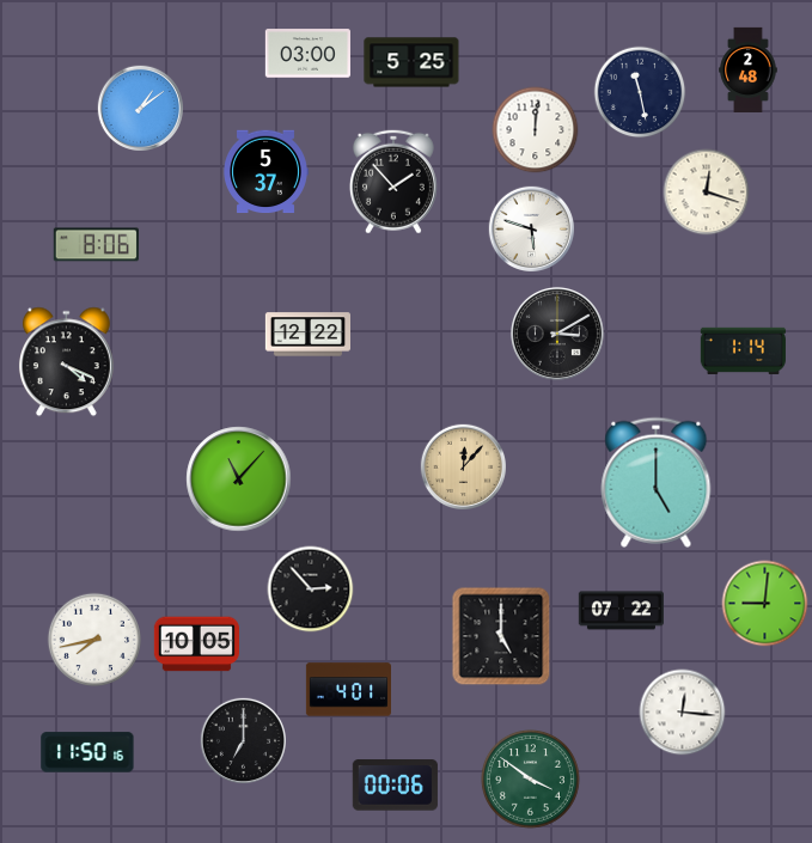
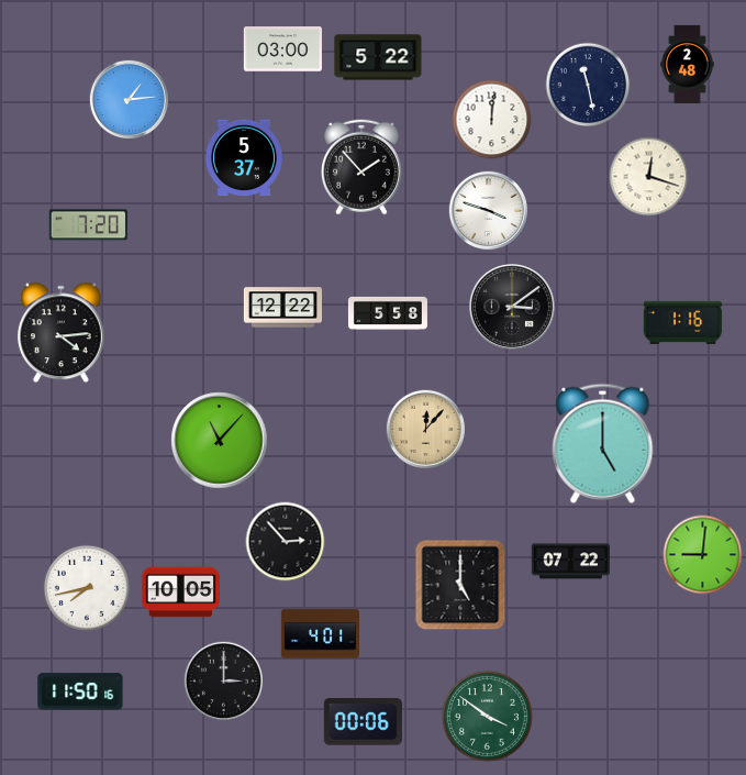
clock at (411, 62): 5:25 -> 5:22
clock at (140, 108): 1:09 -> 1:14
clock at (531, 228): 5:48 -> 3:48
clock at (96, 245): 8:06 -> 7:20
clock at (557, 334): 3:10 -> 3:09
clock at (388, 313): none -> 5:58
clock at (743, 350): 1:14 -> 1:16
clock at (66, 362): 4:19 -> 4:14
clock at (683, 713): 12:16 -> none
clock at (243, 740): 7:00 -> 3:00
